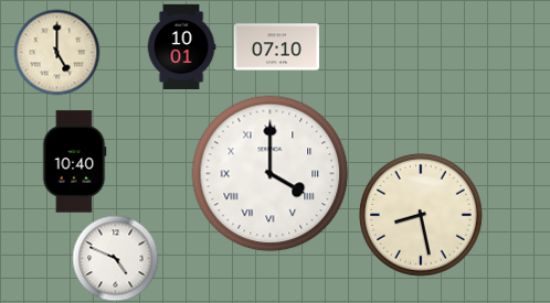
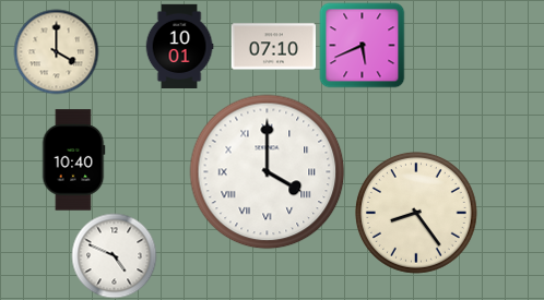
clock at (362, 45): none -> 5:41
clock at (56, 52): 5:00 -> 4:00
clock at (421, 215): 8:28 -> 8:24
